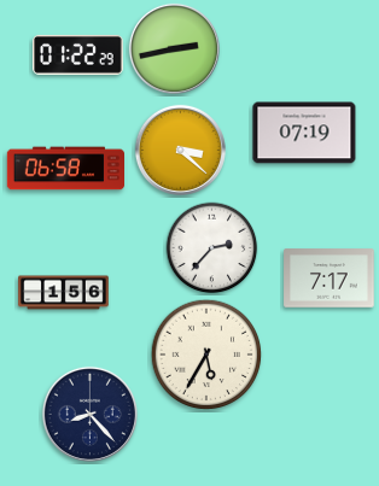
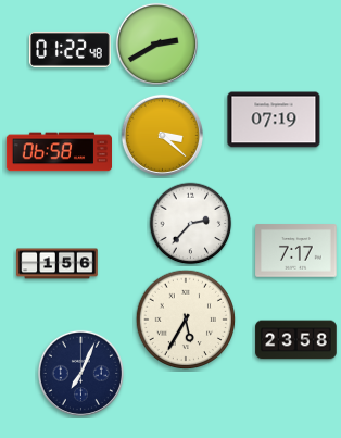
clock at (174, 48): 2:43 -> 2:40
clock at (78, 54): 01:22:29 -> 01:22:48
clock at (296, 340): none -> 23:58
clock at (89, 414): 8:23 -> 7:04
